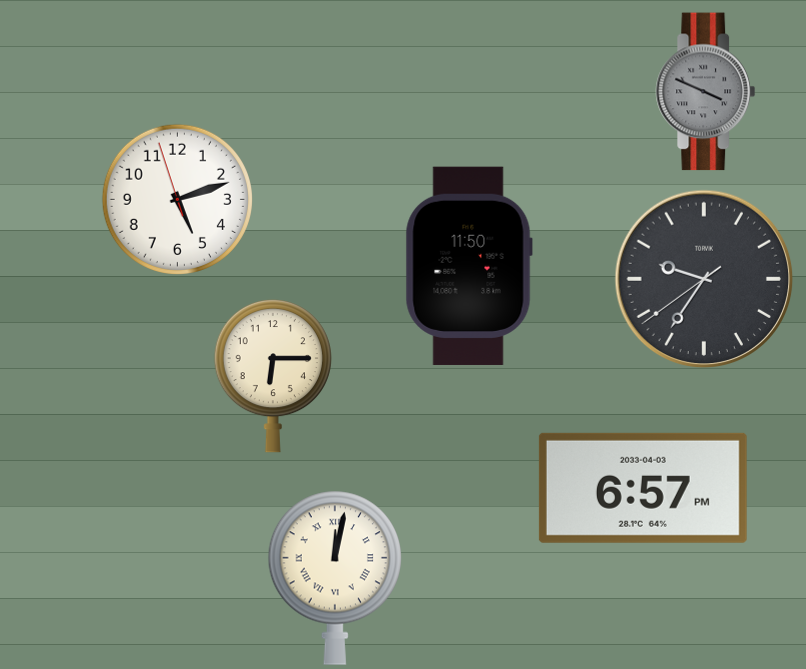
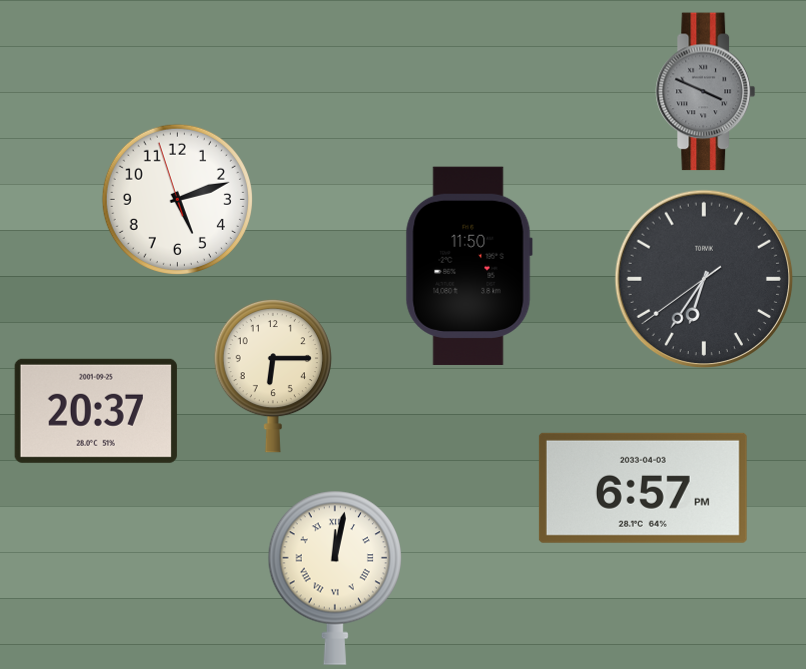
clock at (704, 279): 9:35 -> 6:35
clock at (96, 411): none -> 20:37
